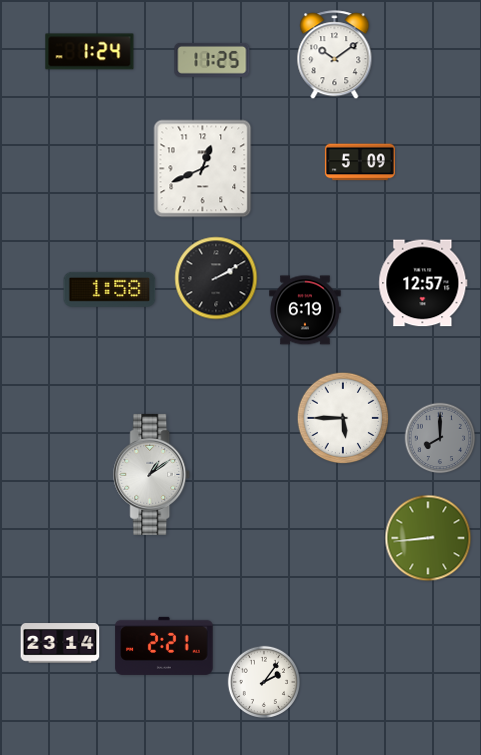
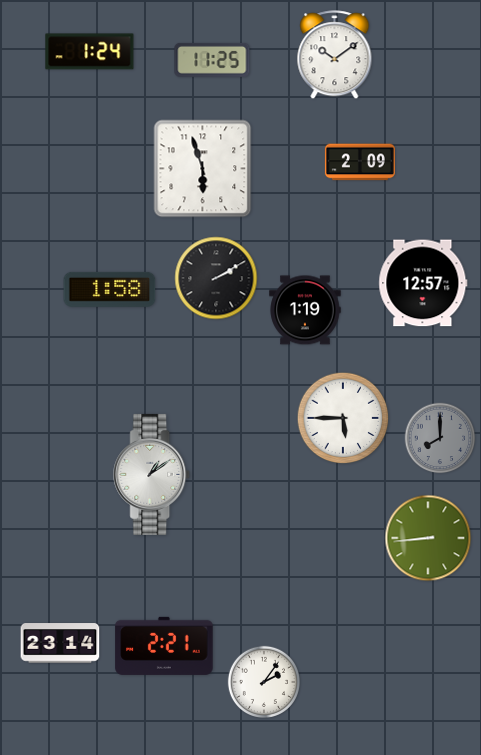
clock at (360, 162): 5:09 -> 2:09
clock at (203, 169): 12:41 -> 5:57
clock at (305, 310): 6:19 -> 1:19
